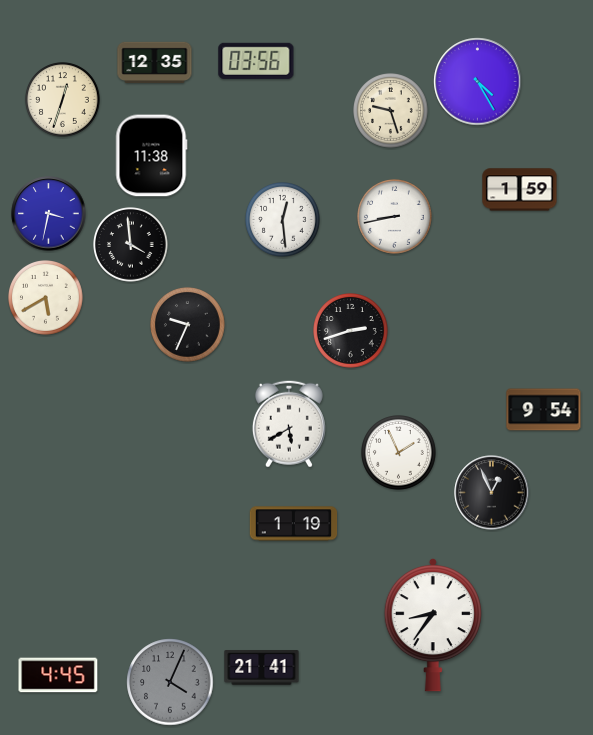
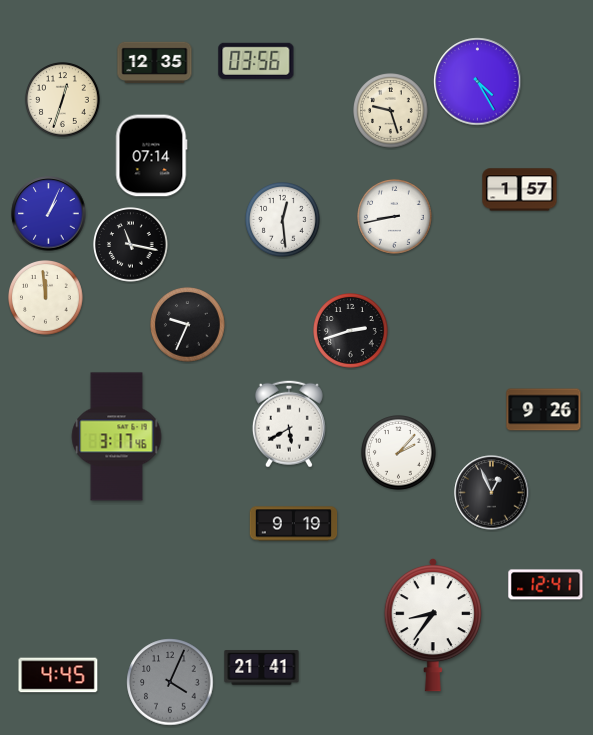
clock at (152, 156): 11:38 -> 07:14
clock at (520, 190): 1:59 -> 1:57
clock at (49, 214): 3:32 -> 1:04
clock at (131, 245): 3:59 -> 11:17
clock at (46, 298): 5:40 -> 11:59
clock at (544, 410): 9:54 -> 9:26
clock at (117, 437): none -> 3:17
clock at (399, 453): 1:56 -> 2:07
clock at (294, 524): 1:19 -> 9:19
clock at (546, 585): none -> 12:41
